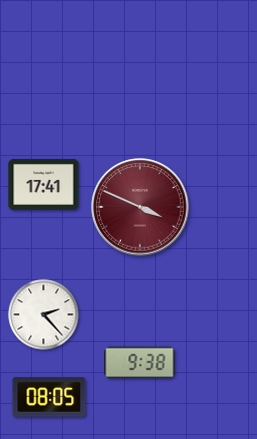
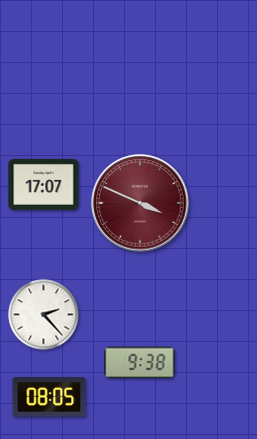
clock at (44, 184): 17:41 -> 17:07
clock at (140, 207) position: (140, 207) -> (140, 203)
